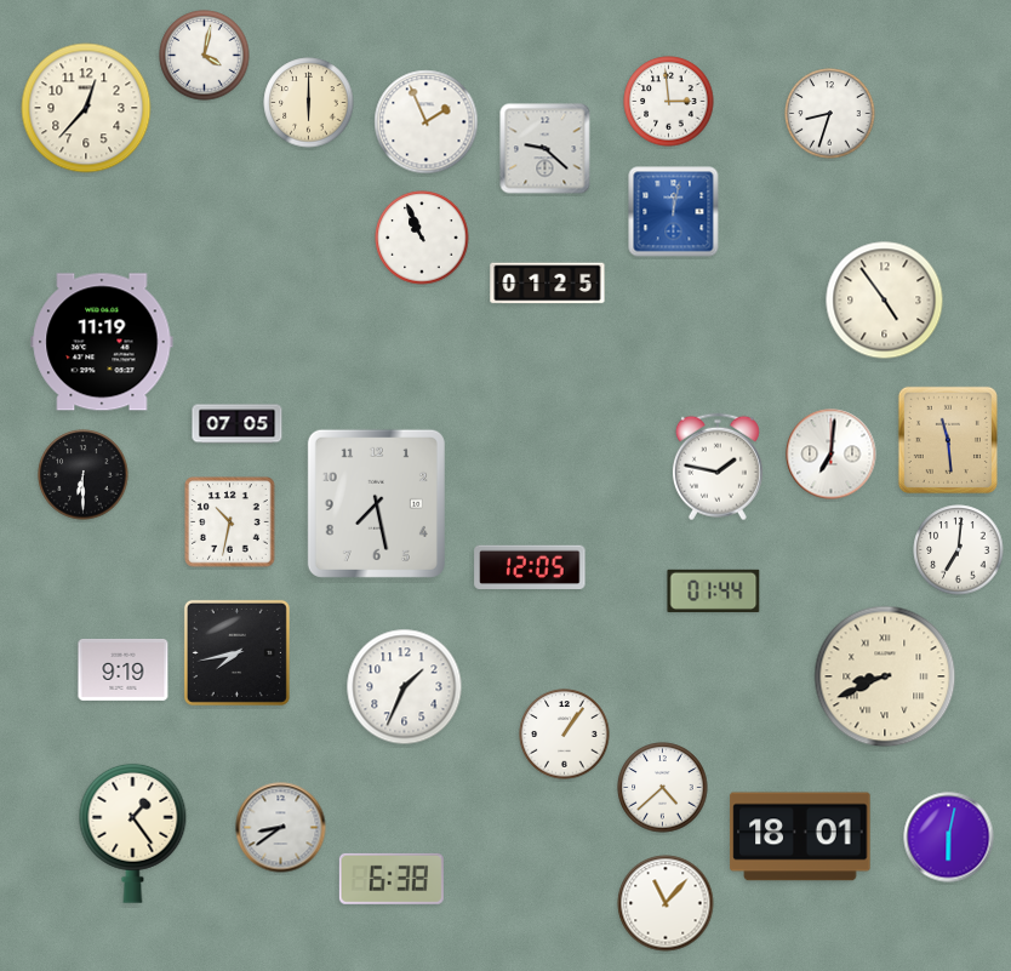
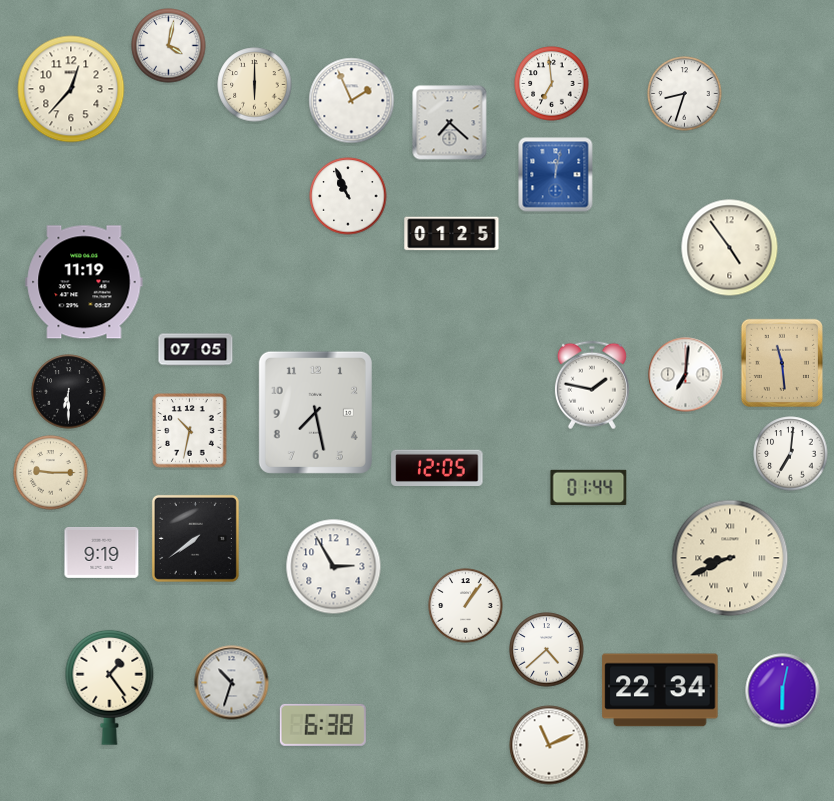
clock at (669, 102): 2:59 -> 6:59
clock at (546, 149): 9:22 -> 7:22
clock at (376, 503) position: (376, 503) -> (315, 412)
clock at (51, 473): none -> 9:15
clock at (236, 652): 7:43 -> 7:39
clock at (405, 687): 1:34 -> 2:55
clock at (281, 828): 8:39 -> 10:33
clock at (800, 836): 18:01 -> 22:34
clock at (666, 903): 11:07 -> 11:11
